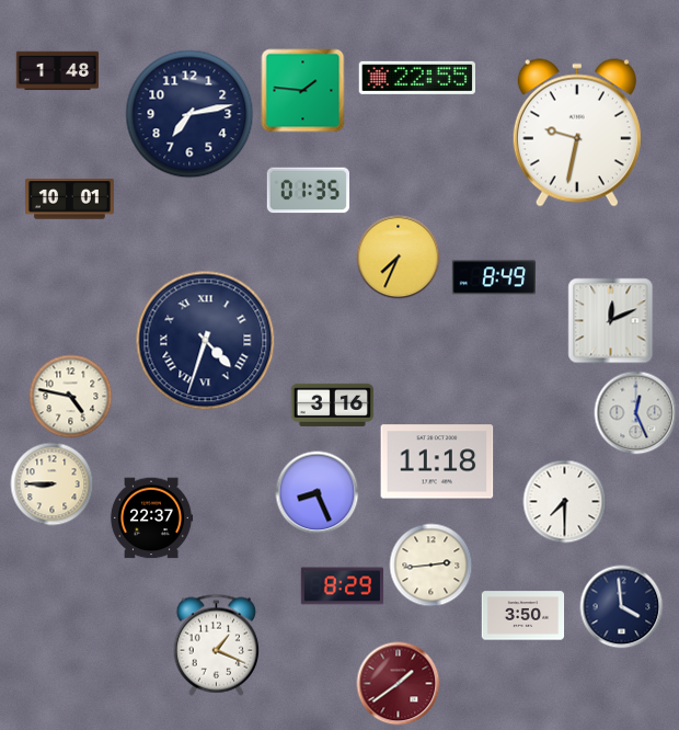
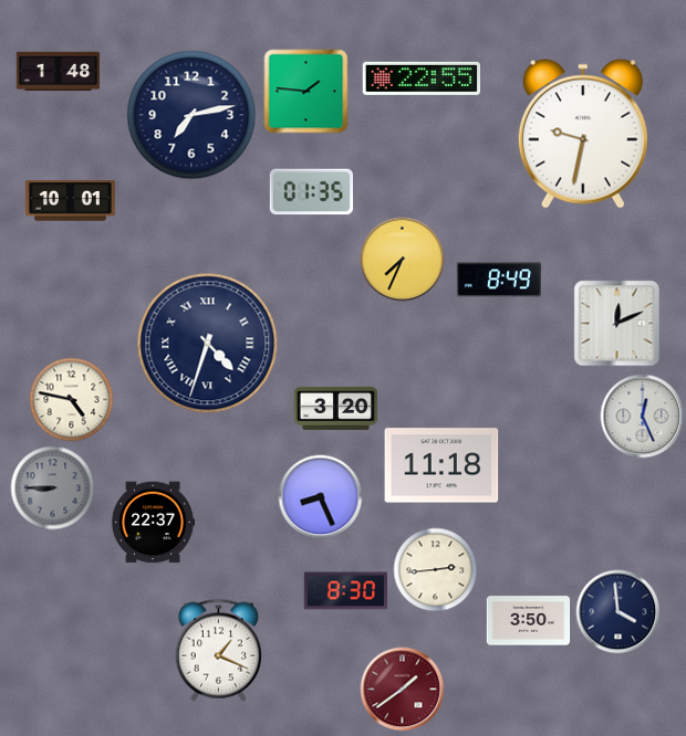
clock at (333, 404): 3:16 -> 3:20
clock at (53, 484) dial: cream -> grey
clock at (565, 502): 7:30 -> none
clock at (343, 586): 8:29 -> 8:30
clock at (622, 607) position: (622, 607) -> (619, 612)
